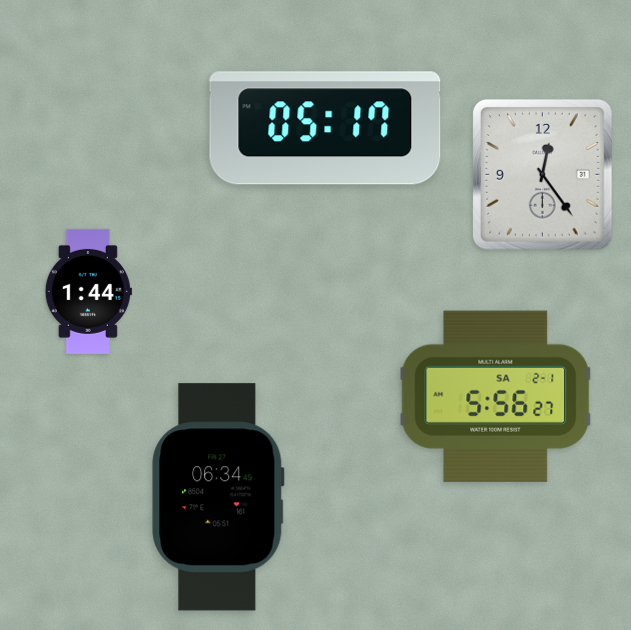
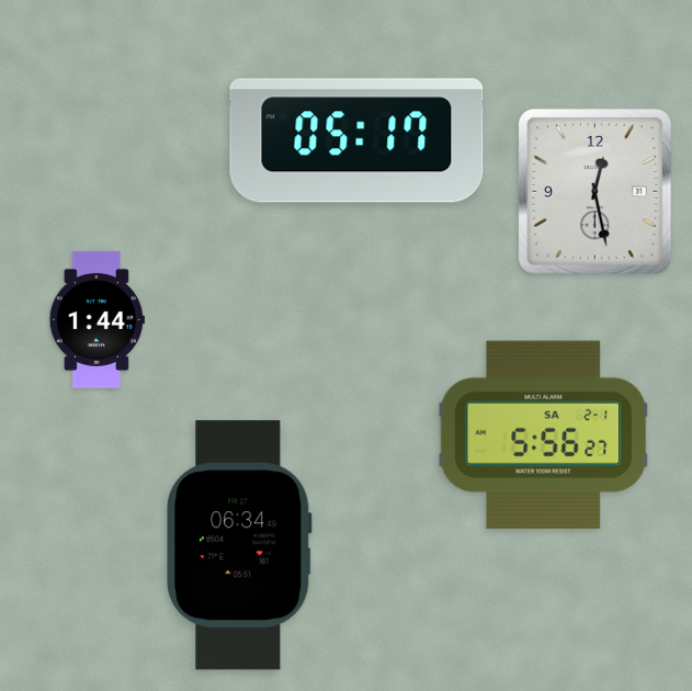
clock at (542, 174): 12:24 -> 12:28
